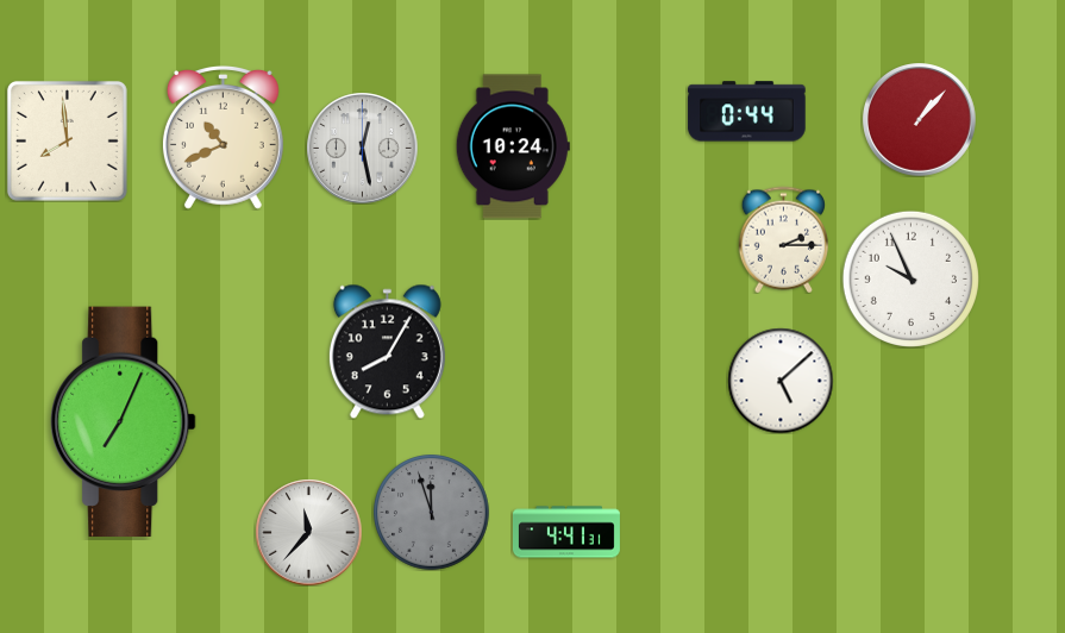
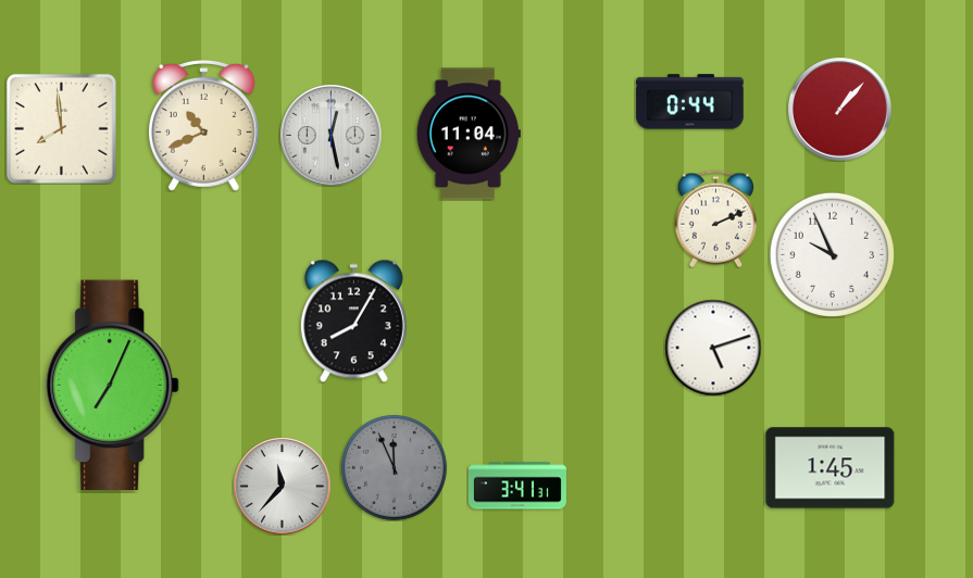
clock at (747, 112) position: (747, 112) -> (690, 102)
clock at (513, 146): 10:24 -> 11:04
clock at (783, 239): 2:15 -> 2:11
clock at (781, 381): 5:08 -> 5:12
clock at (432, 513): 11:57 -> 11:56
clock at (831, 468): none -> 1:45
clock at (566, 532): 4:41 -> 3:41
